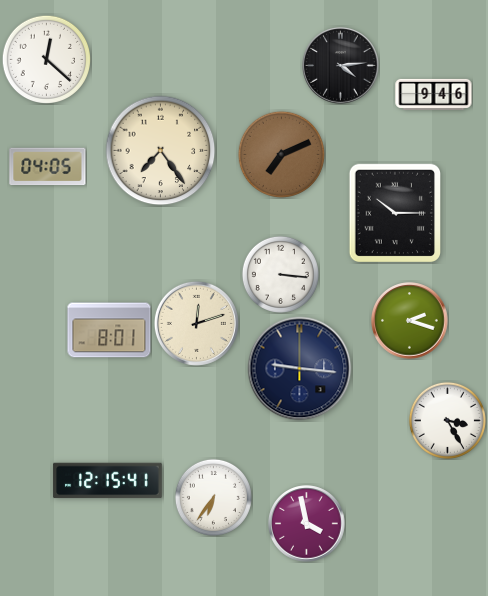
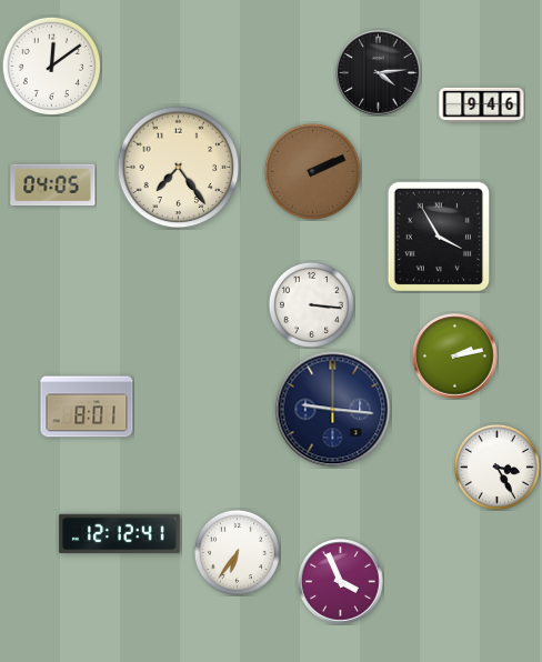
clock at (46, 59): 12:22 -> 12:09
clock at (281, 154): 7:11 -> 2:11
clock at (394, 212): 10:15 -> 3:55
clock at (410, 321): 2:18 -> 2:13
clock at (196, 323): 12:12 -> none
clock at (109, 330) position: (109, 330) -> (87, 407)
clock at (108, 481): 12:15 -> 12:12
clock at (307, 524): 3:58 -> 3:56
